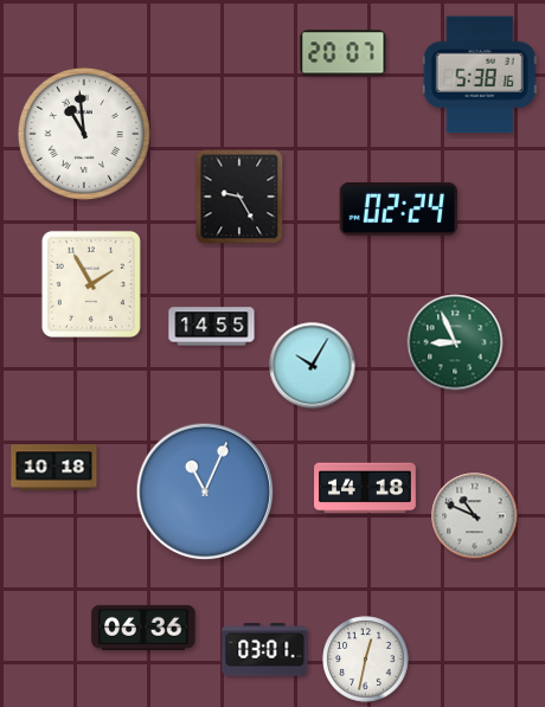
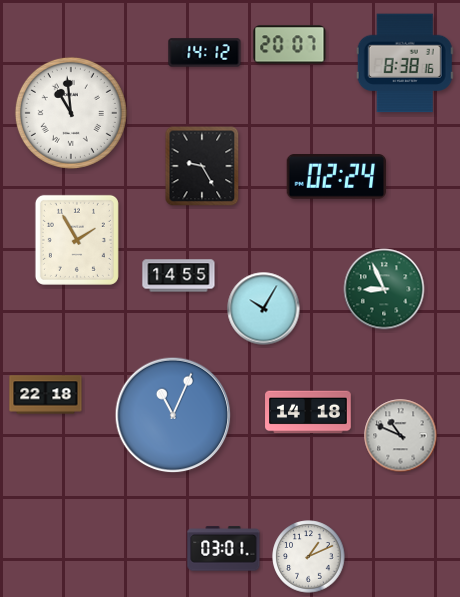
clock at (205, 53): none -> 14:12
clock at (480, 75): 5:38 -> 8:38
clock at (54, 468): 10:18 -> 22:18
clock at (143, 628): 06:36 -> none
clock at (366, 660): 12:32 -> 1:11
